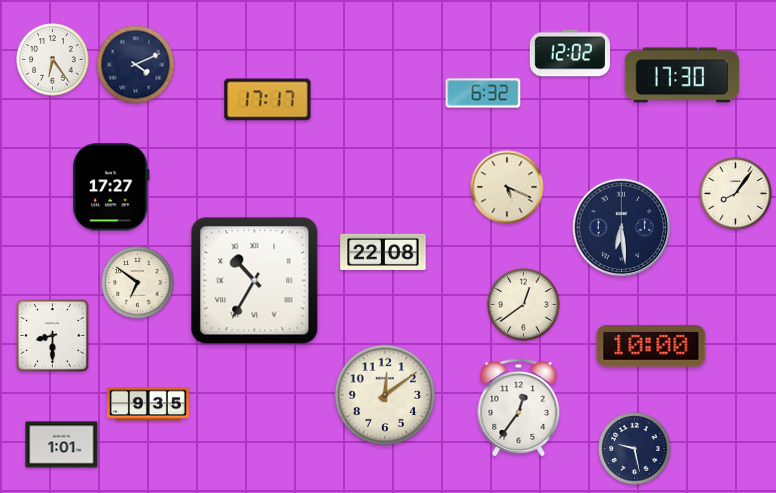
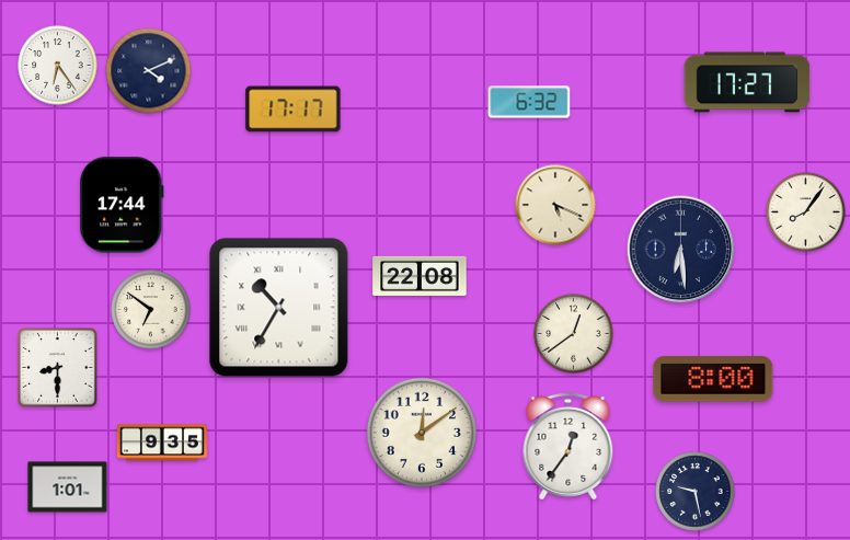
clock at (570, 53): 12:02 -> none
clock at (682, 75): 17:30 -> 17:27
clock at (112, 187): 17:27 -> 17:44
clock at (651, 346): 10:00 -> 8:00
